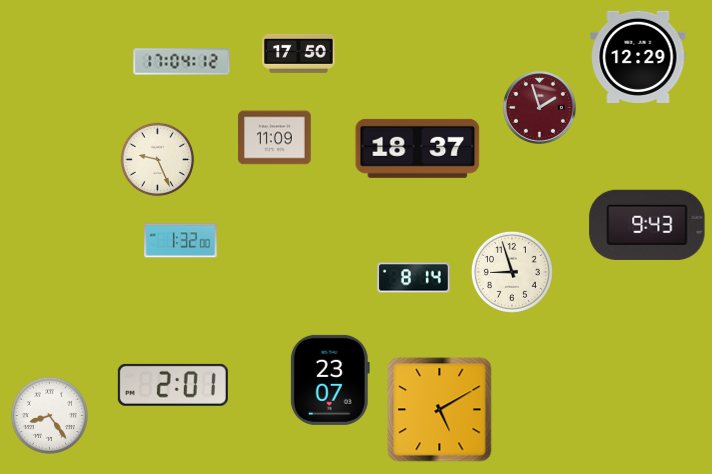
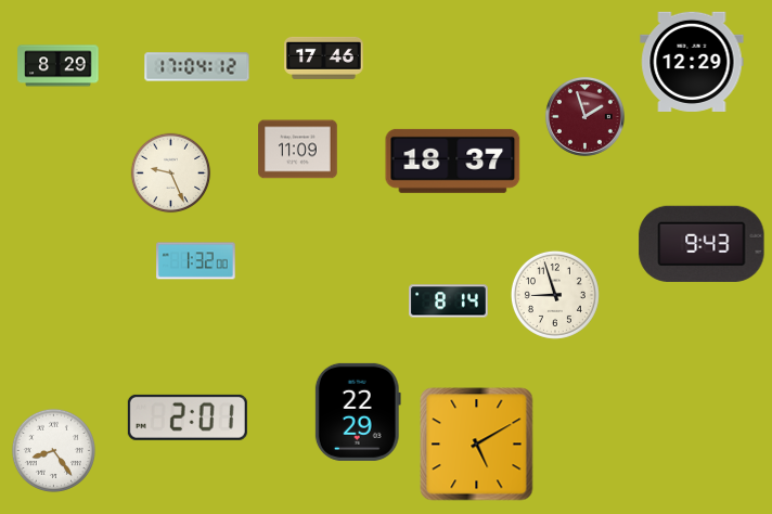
clock at (299, 53): 17:50 -> 17:46
clock at (59, 66): none -> 8:29
clock at (330, 380): 23:07 -> 22:29
